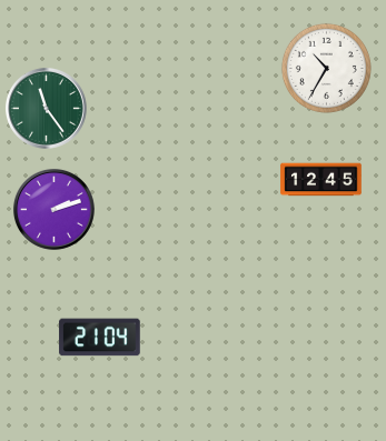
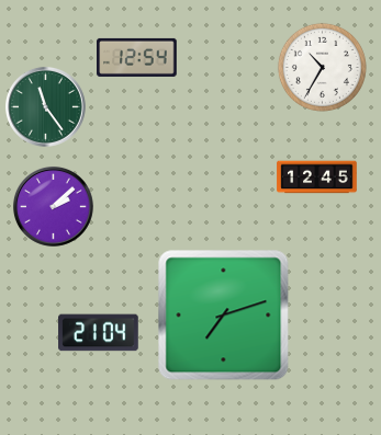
clock at (137, 57): none -> 12:54
clock at (53, 209): 2:12 -> 2:08
clock at (224, 316): none -> 7:12
